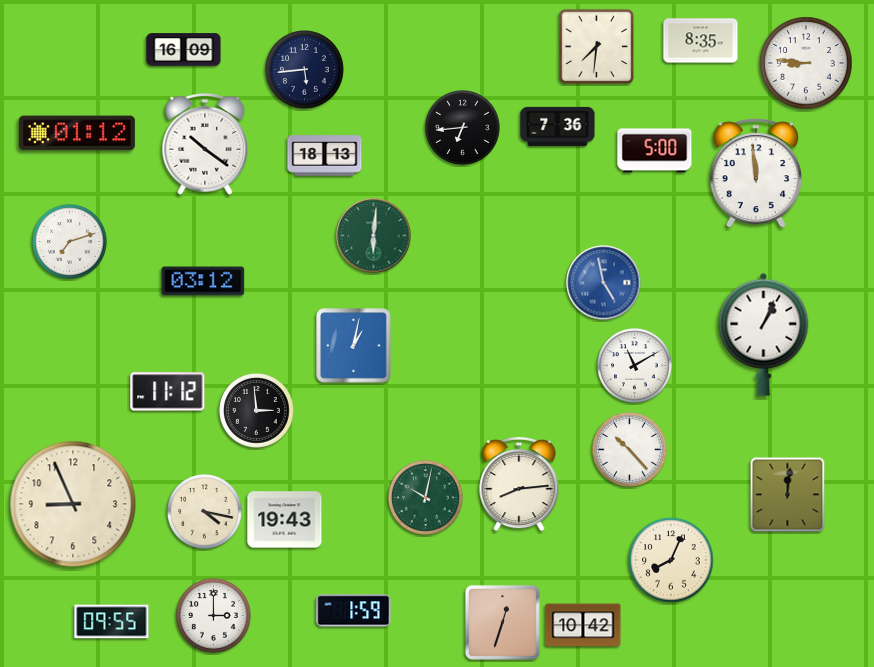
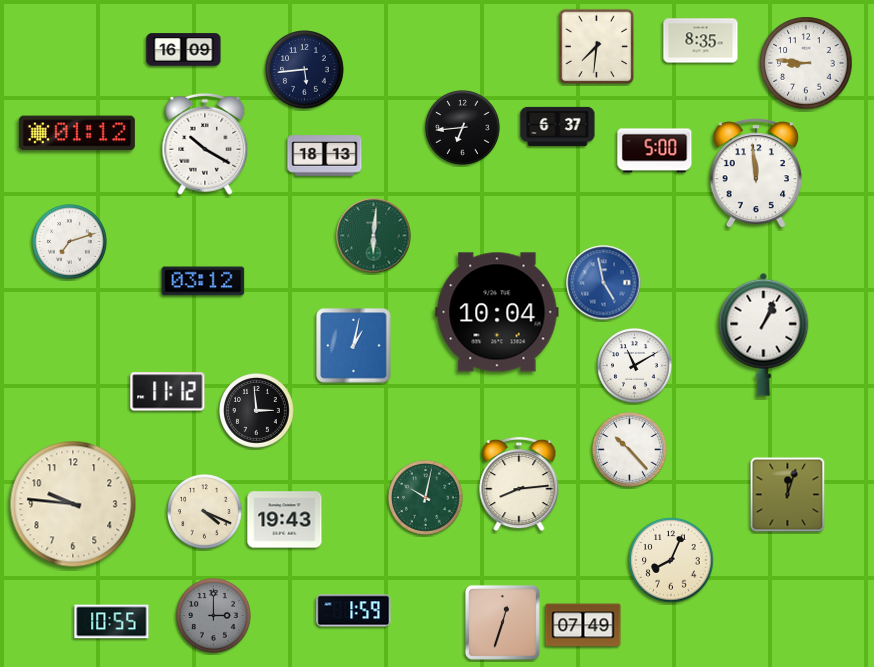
clock at (558, 126): 7:36 -> 6:37
clock at (205, 144): 10:21 -> 10:20
clock at (497, 312): none -> 10:04
clock at (788, 495): 12:01 -> 12:03
clock at (73, 504): 8:56 -> 9:46
clock at (205, 512): 4:17 -> 4:19
clock at (214, 616) dial: white -> grey
clock at (112, 622): 09:55 -> 10:55
clock at (583, 625): 10:42 -> 07:49
